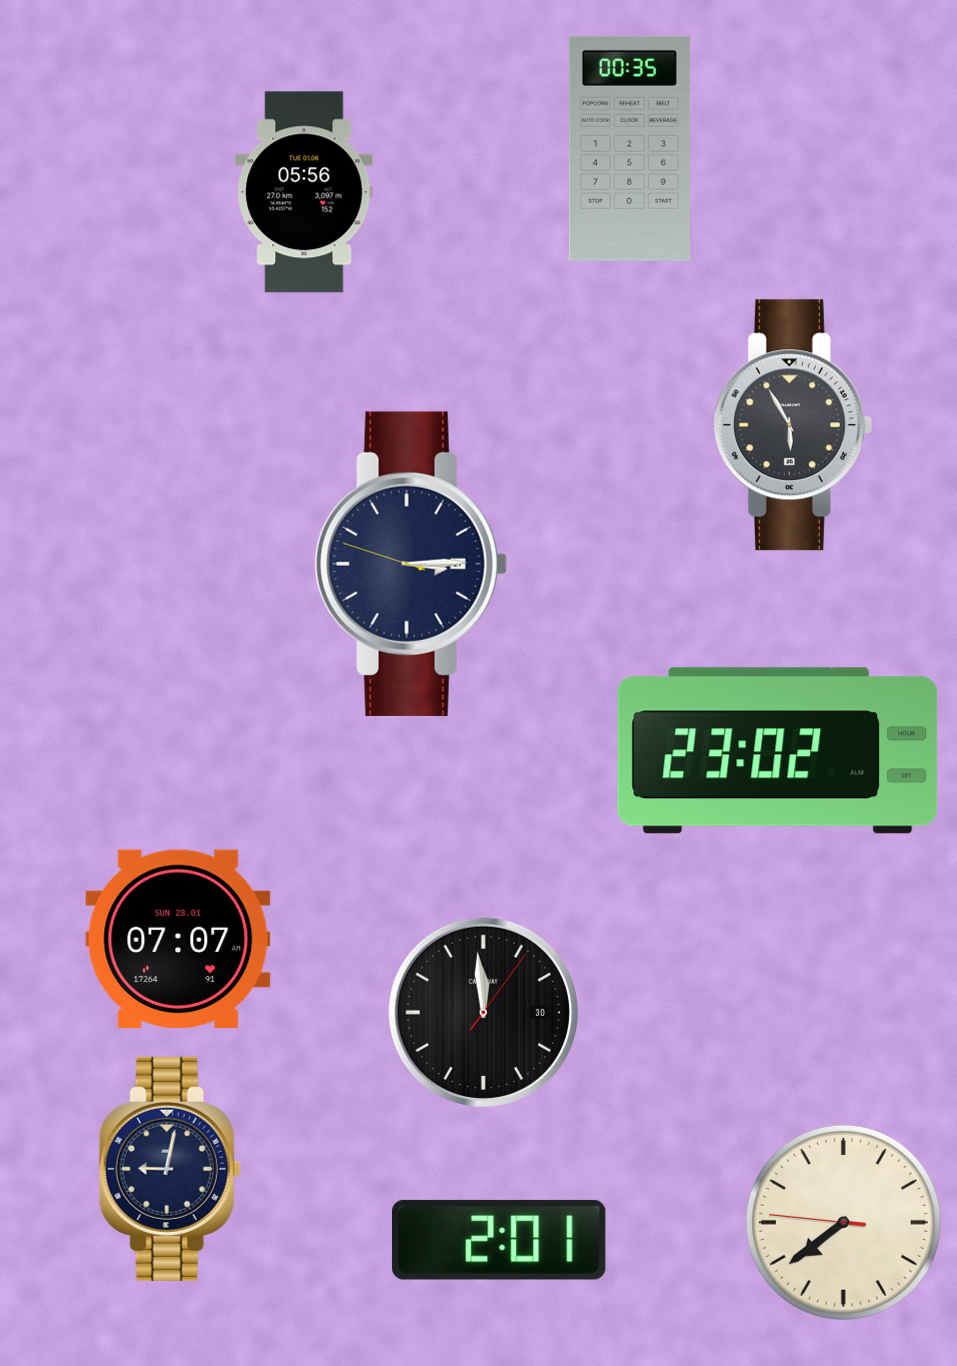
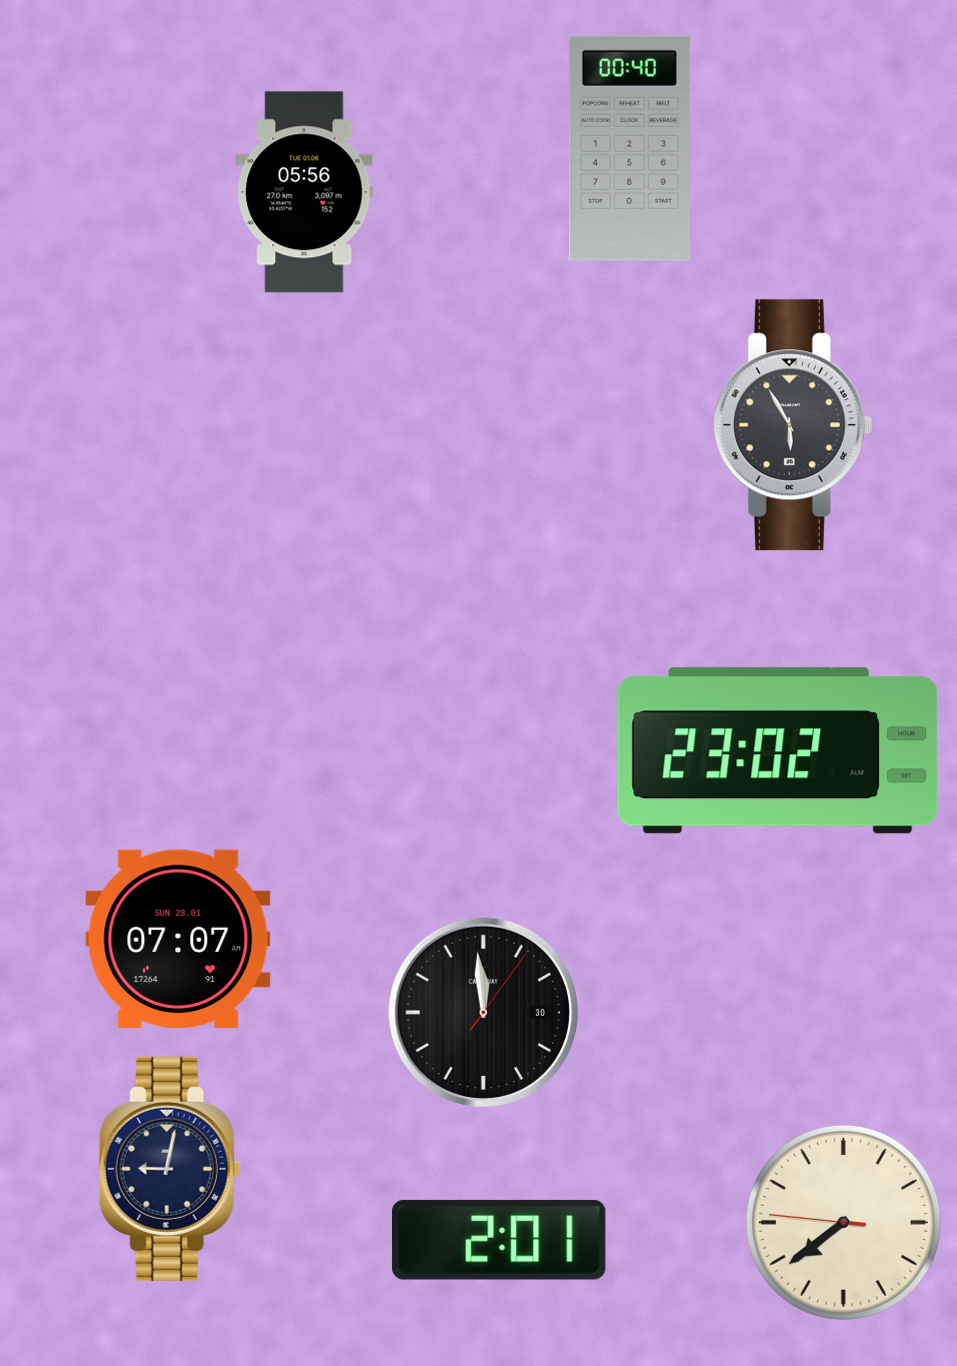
clock at (629, 148): 00:35 -> 00:40
clock at (411, 564): 3:14 -> none
